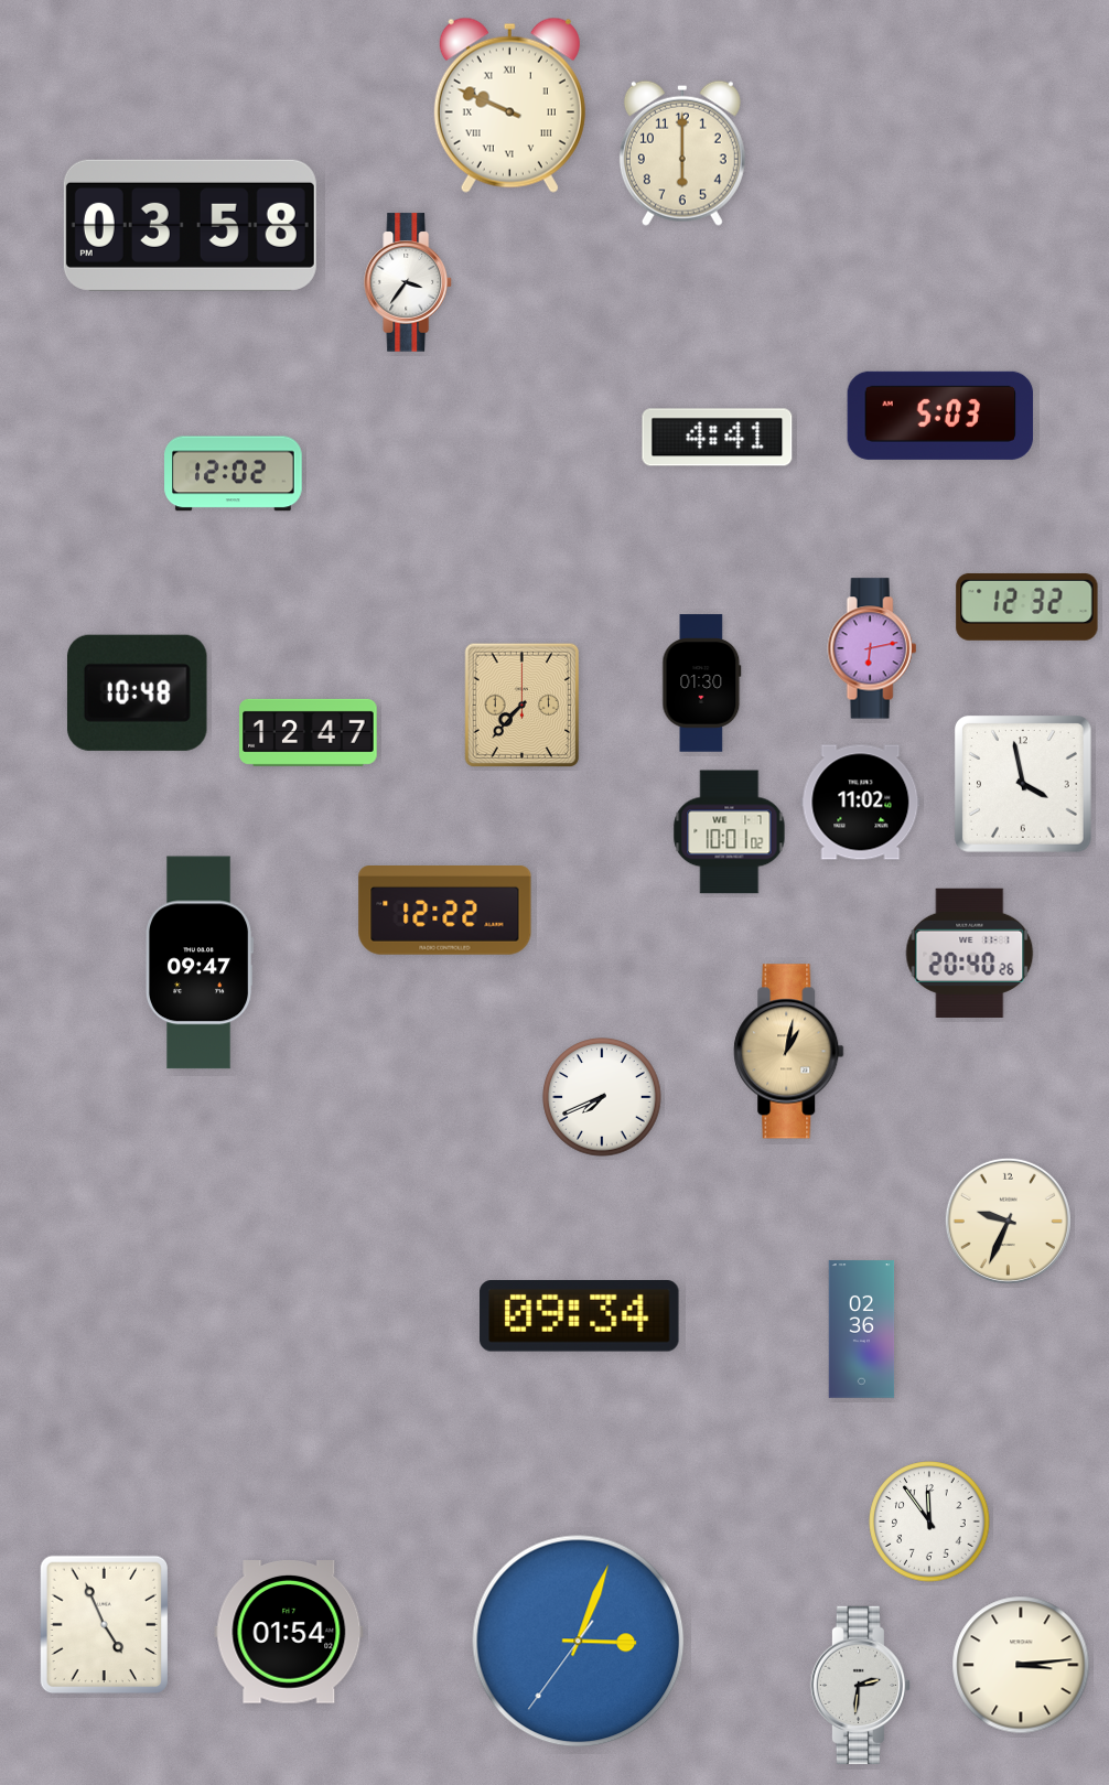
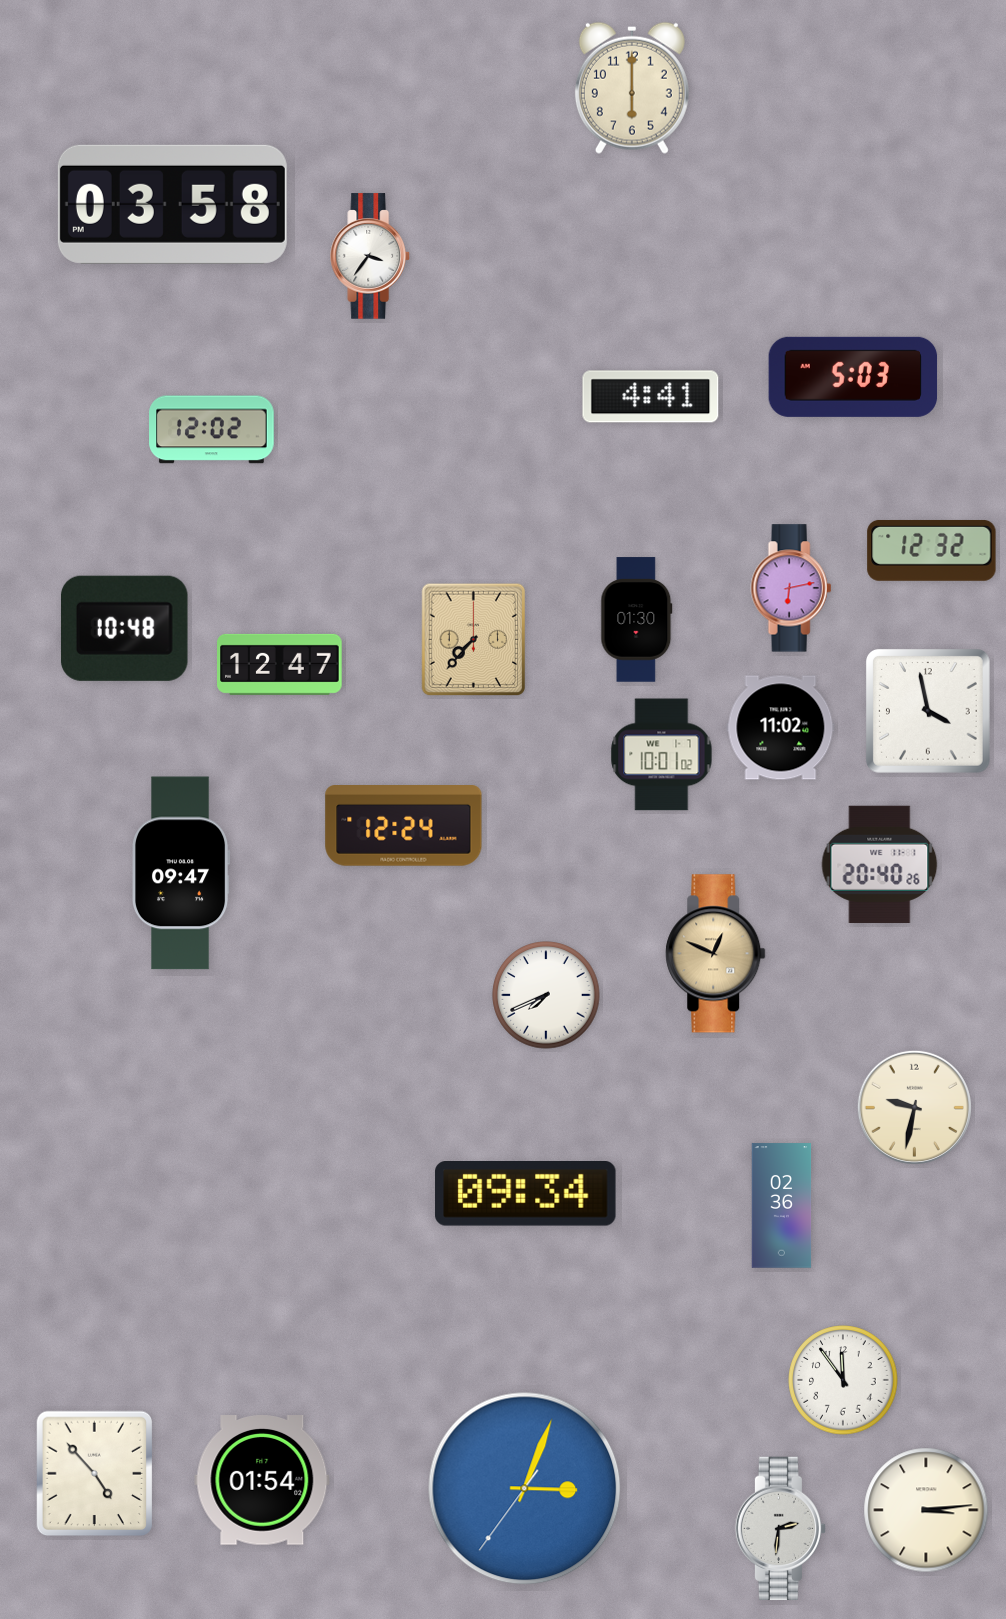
clock at (509, 105): 9:49 -> none
clock at (682, 153) position: (682, 153) -> (632, 88)
clock at (445, 911): 12:22 -> 12:24
clock at (789, 1052): 1:02 -> 12:49
clock at (1008, 1221): 9:34 -> 9:32
clock at (105, 1625): 4:56 -> 4:53
